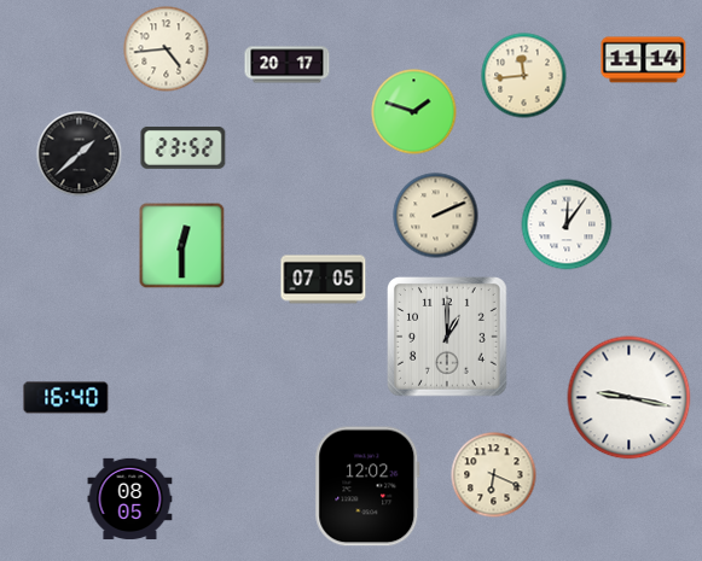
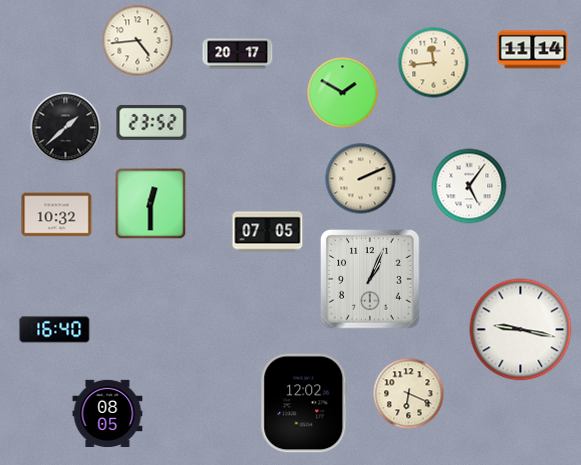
clock at (414, 112): 1:48 -> 1:50
clock at (567, 224): 12:06 -> 5:06
clock at (57, 215): none -> 10:32
clock at (448, 338): 1:00 -> 1:04
